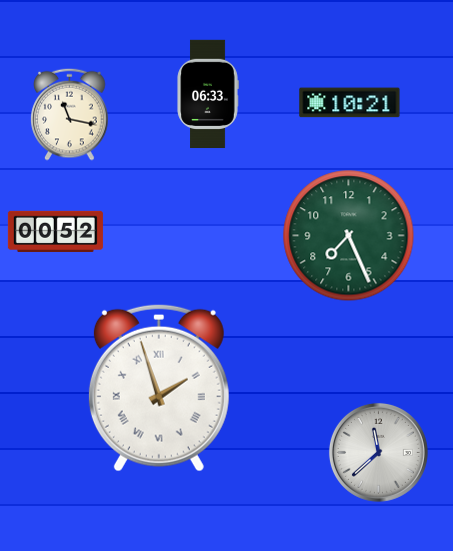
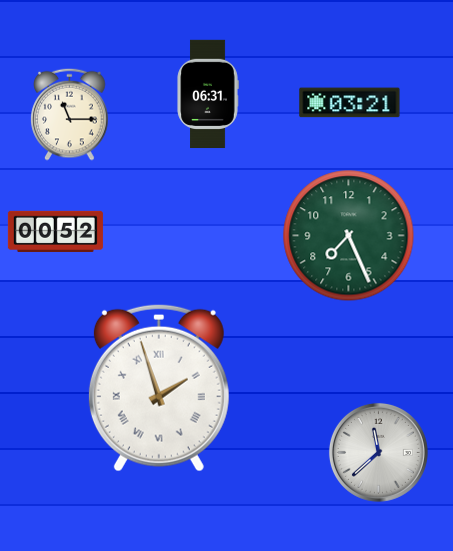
clock at (208, 94): 06:33 -> 06:31
clock at (350, 103): 10:21 -> 03:21
clock at (70, 114): 11:17 -> 11:15
